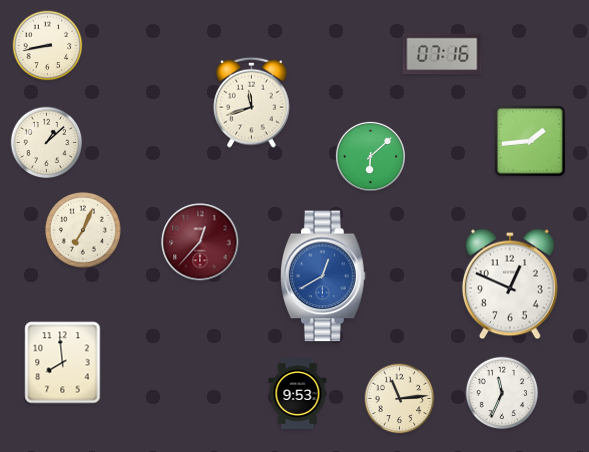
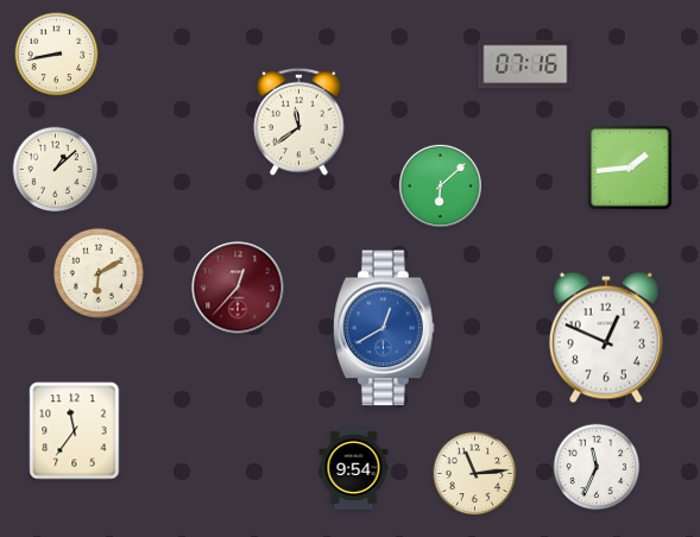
clock at (252, 102): 11:42 -> 11:39
clock at (83, 230): 7:04 -> 6:10
clock at (63, 363): 7:59 -> 11:36
clock at (298, 394): 9:53 -> 9:54
